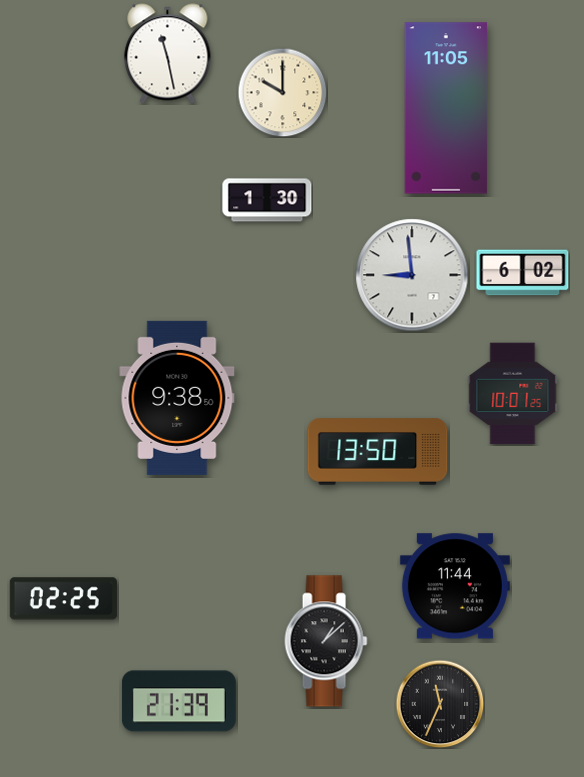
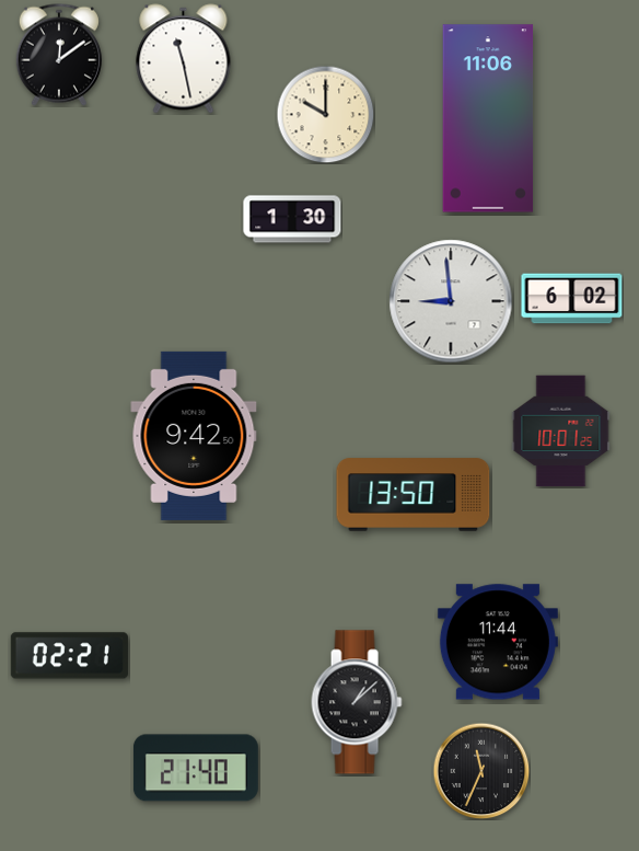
clock at (59, 55): none -> 12:09
clock at (282, 92) position: (282, 92) -> (325, 114)
clock at (446, 108): 11:05 -> 11:06
clock at (177, 398): 9:38 -> 9:42
clock at (63, 599): 02:25 -> 02:21
clock at (179, 701): 21:39 -> 21:40
